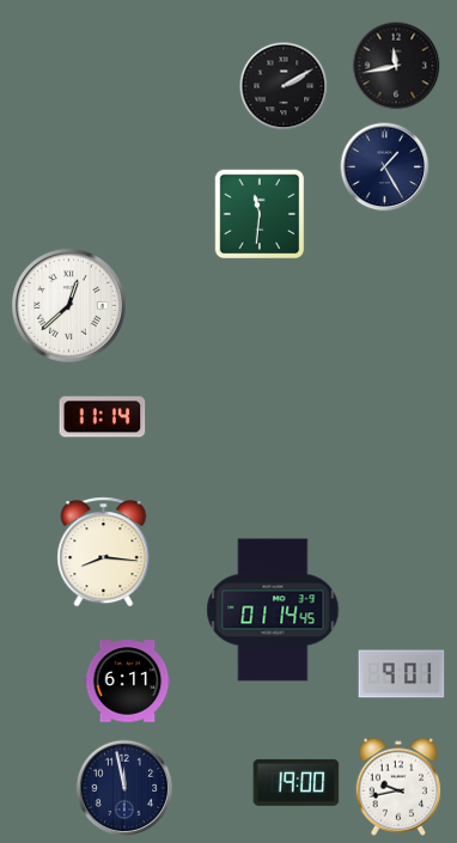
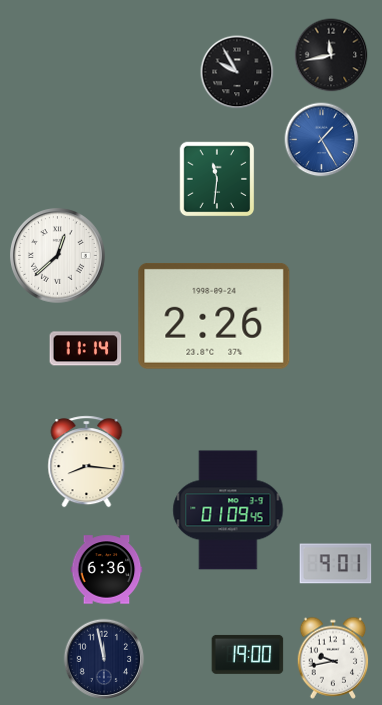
clock at (284, 86): 2:10 -> 9:55
clock at (385, 167) dial: navy -> blue
clock at (214, 316): none -> 2:26
clock at (273, 610): 01:14 -> 01:09
clock at (128, 682): 6:11 -> 6:36
